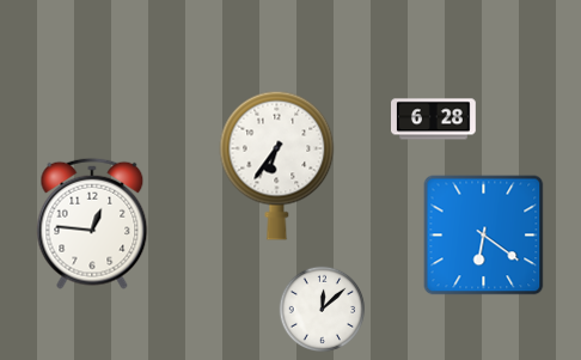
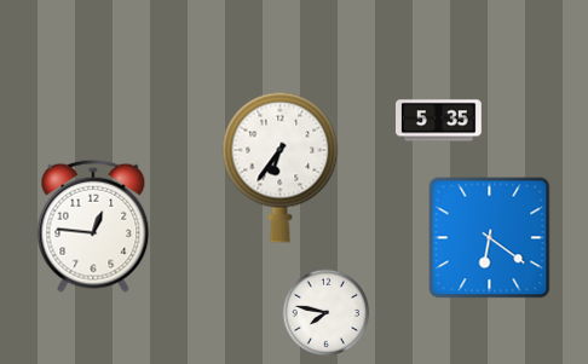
clock at (434, 120): 6:28 -> 5:35
clock at (323, 310): 12:08 -> 7:47
